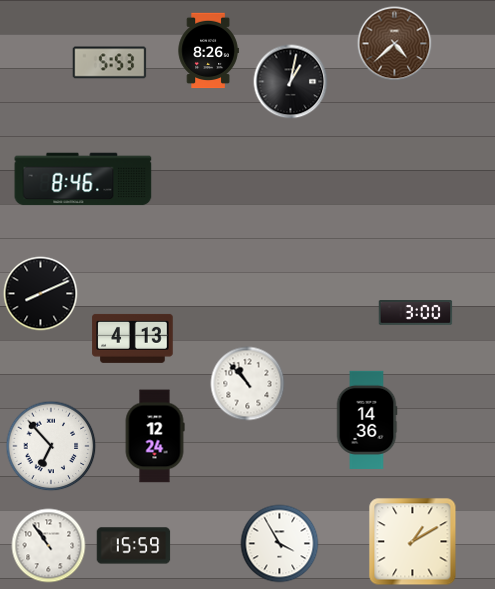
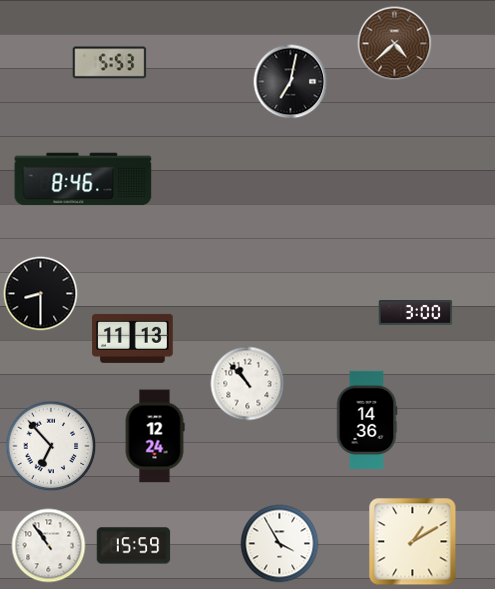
clock at (208, 51): 8:26 -> none
clock at (291, 82): 1:02 -> 7:02
clock at (41, 294): 8:11 -> 8:30
clock at (133, 338): 4:13 -> 11:13
